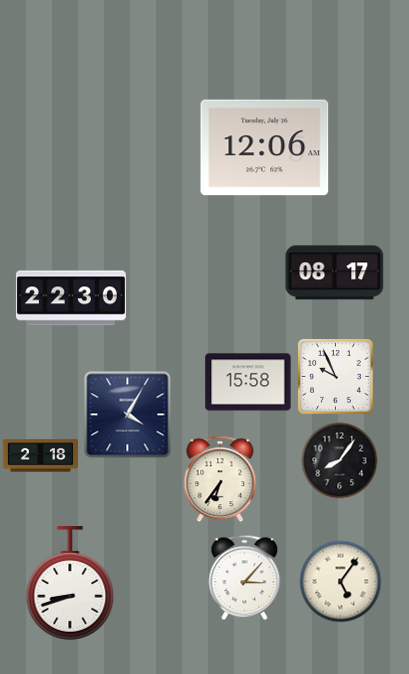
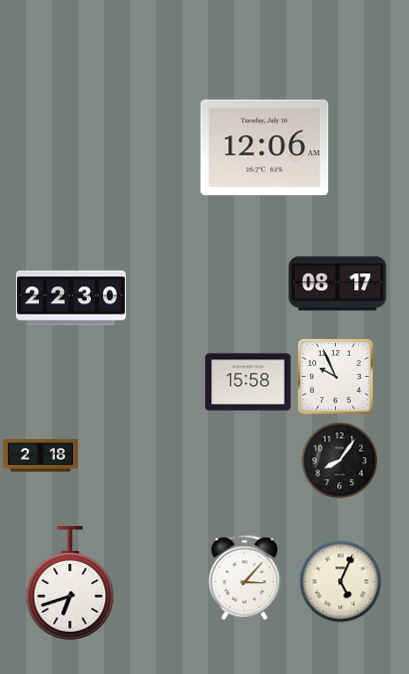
clock at (335, 273) position: (335, 273) -> (338, 284)
clock at (128, 415): 4:05 -> none
clock at (220, 479): 6:36 -> none
clock at (341, 582): 5:06 -> 5:04
clock at (70, 583): 8:42 -> 6:42
